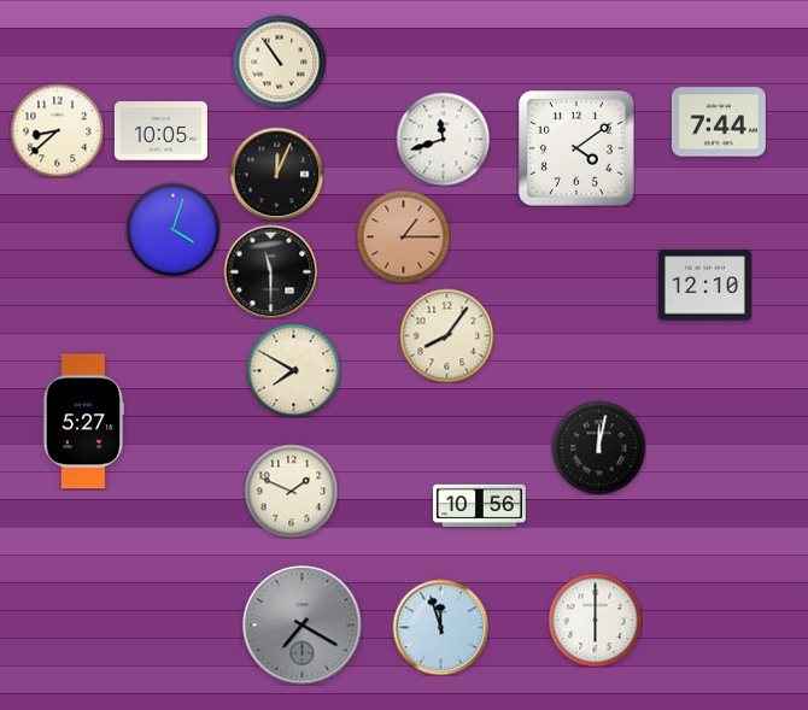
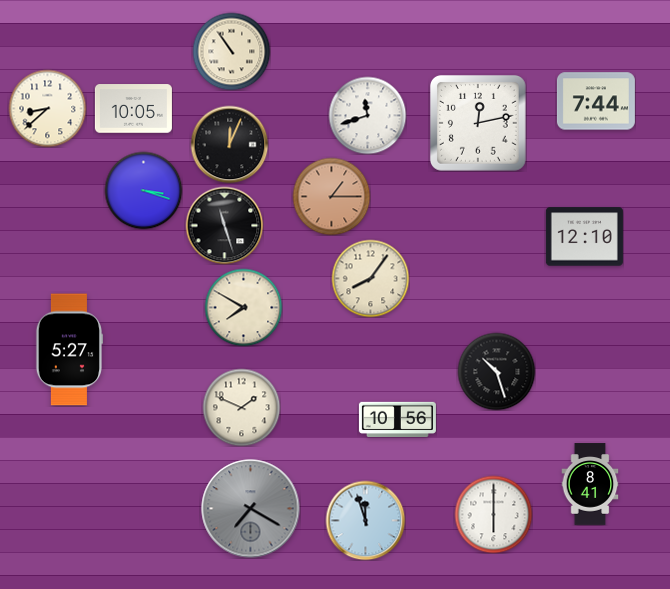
clock at (578, 149): 4:09 -> 12:13
clock at (172, 229): 4:03 -> 3:18
clock at (403, 236) position: (403, 236) -> (331, 196)
clock at (270, 271): 11:30 -> 11:27
clock at (598, 447): 12:02 -> 10:27
clock at (590, 484): none -> 8:41
clock at (303, 626) position: (303, 626) -> (251, 509)
